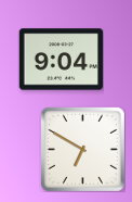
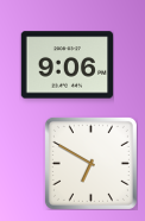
clock at (61, 60): 9:04 -> 9:06
